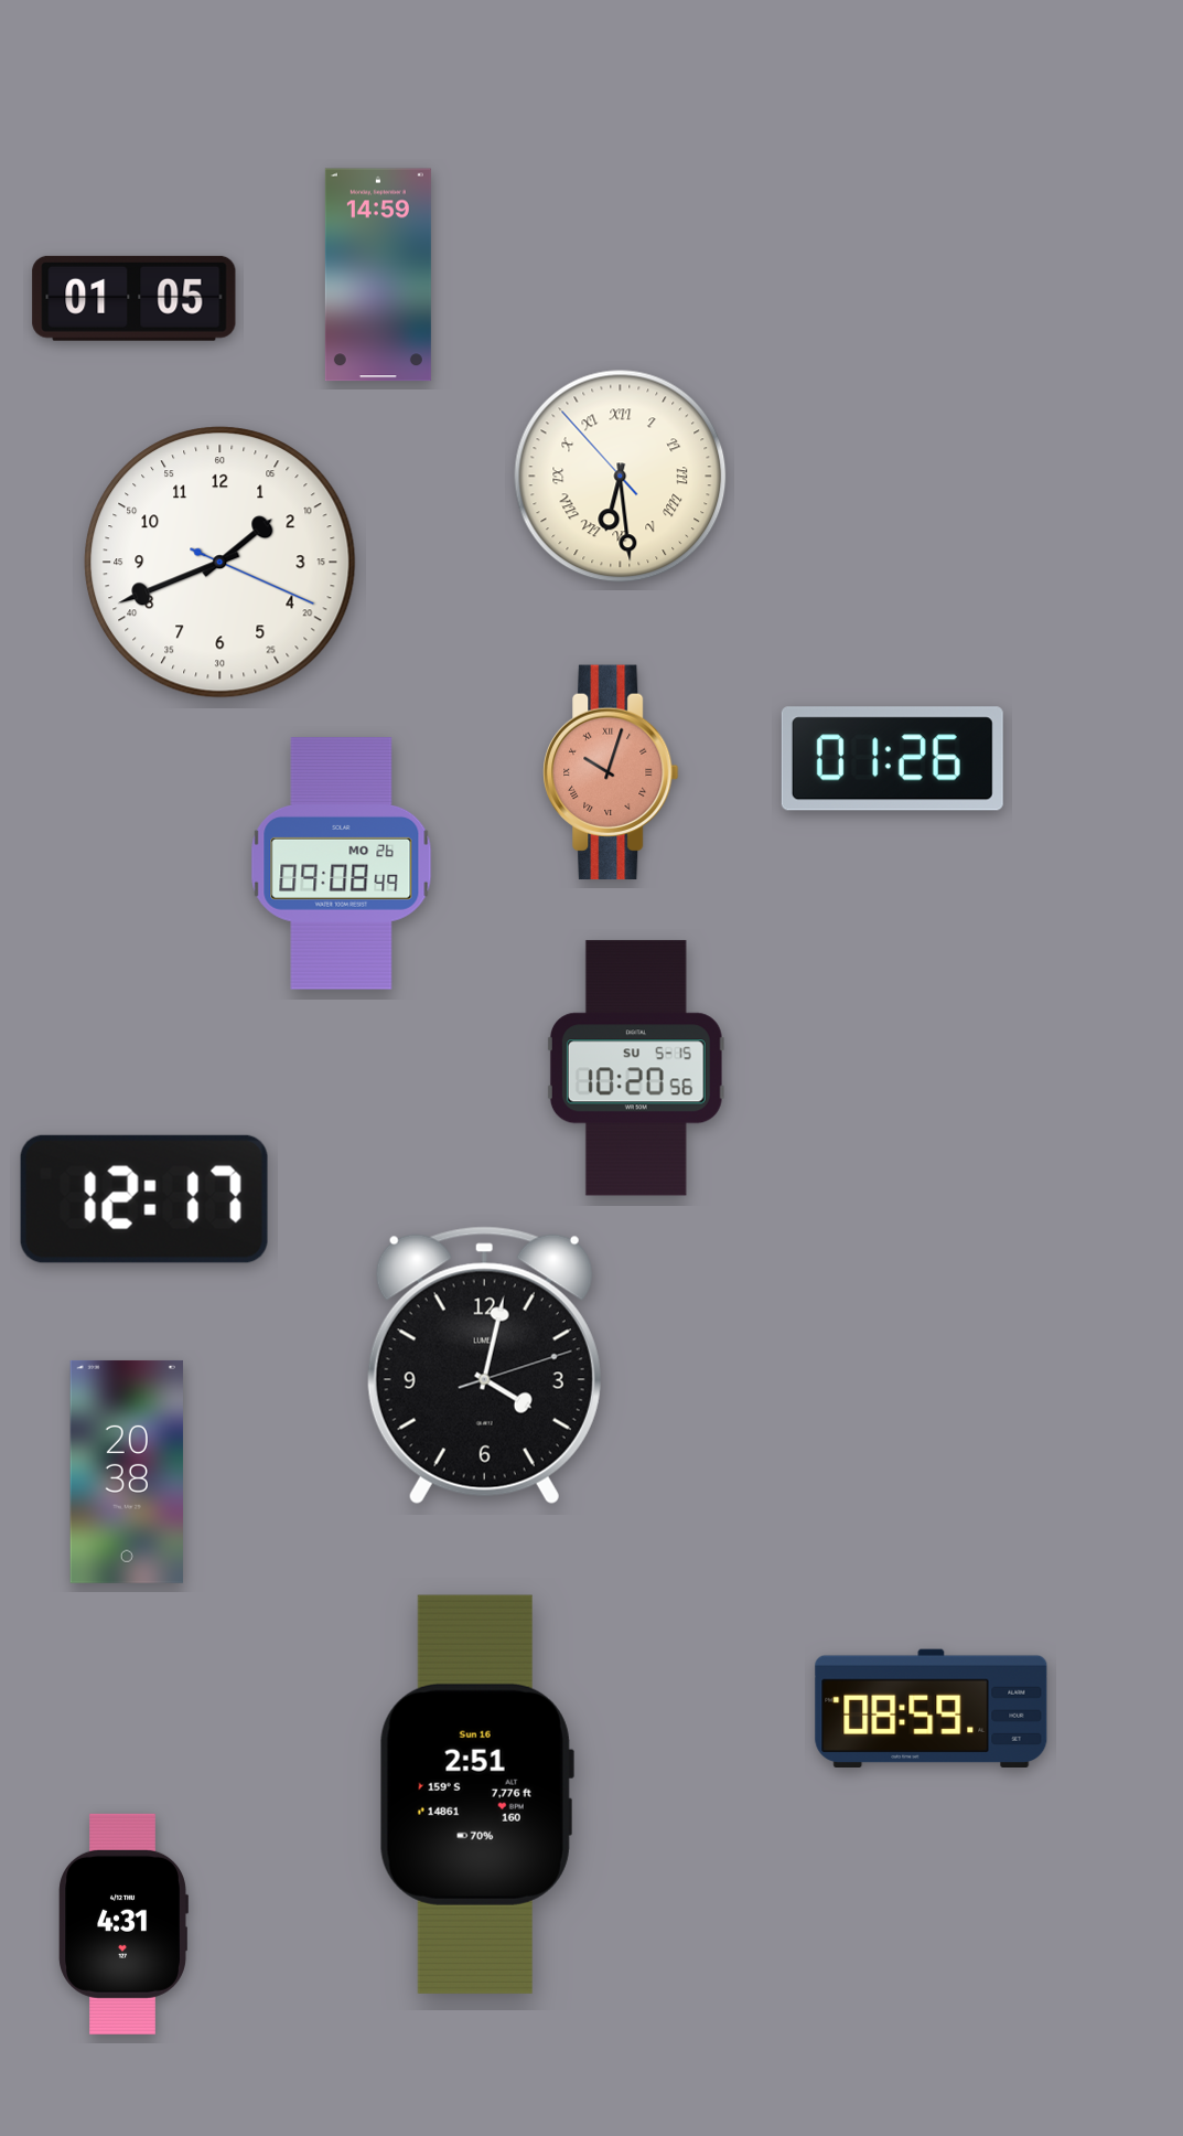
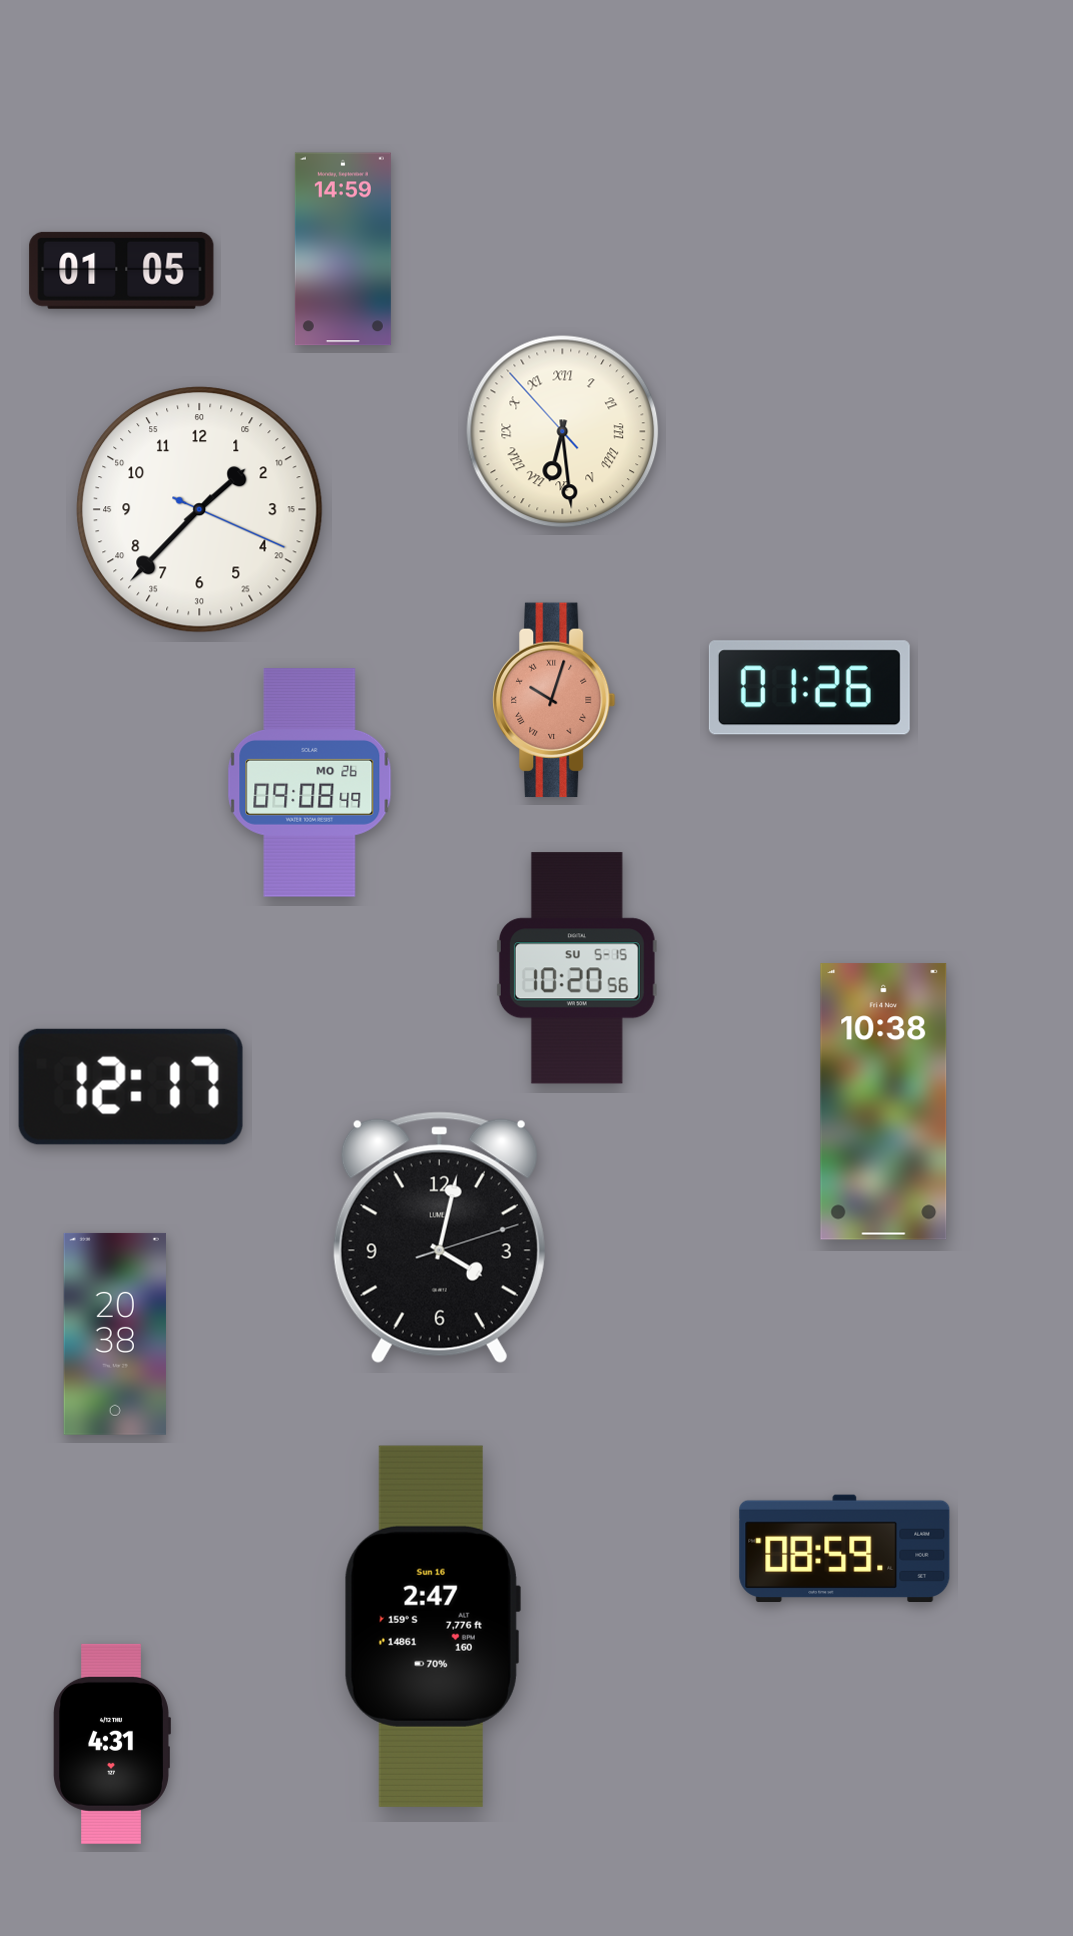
clock at (221, 563): 1:41 -> 1:37
clock at (884, 1102): none -> 10:38
clock at (476, 1794): 2:51 -> 2:47
